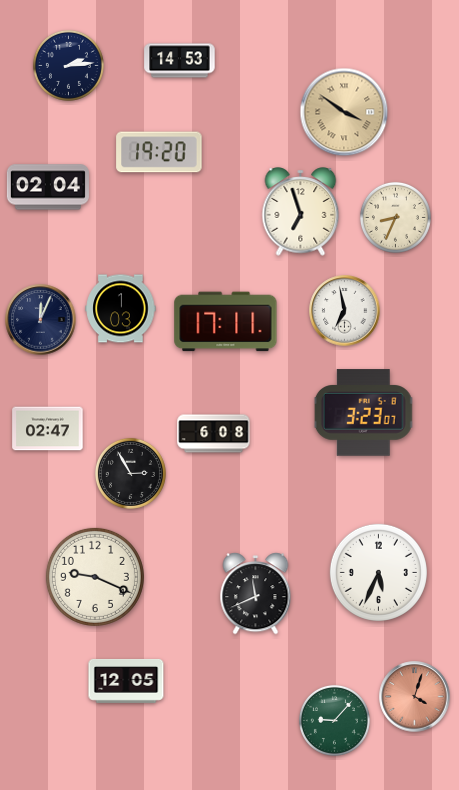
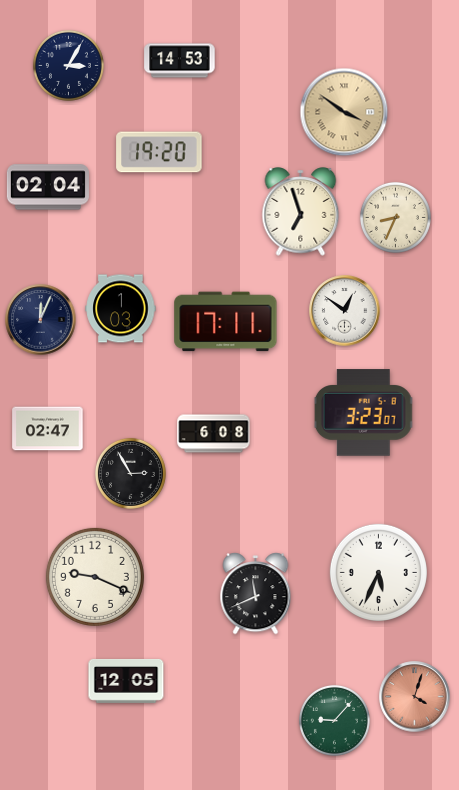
clock at (68, 65): 2:14 -> 3:05
clock at (345, 311): 6:58 -> 12:51
